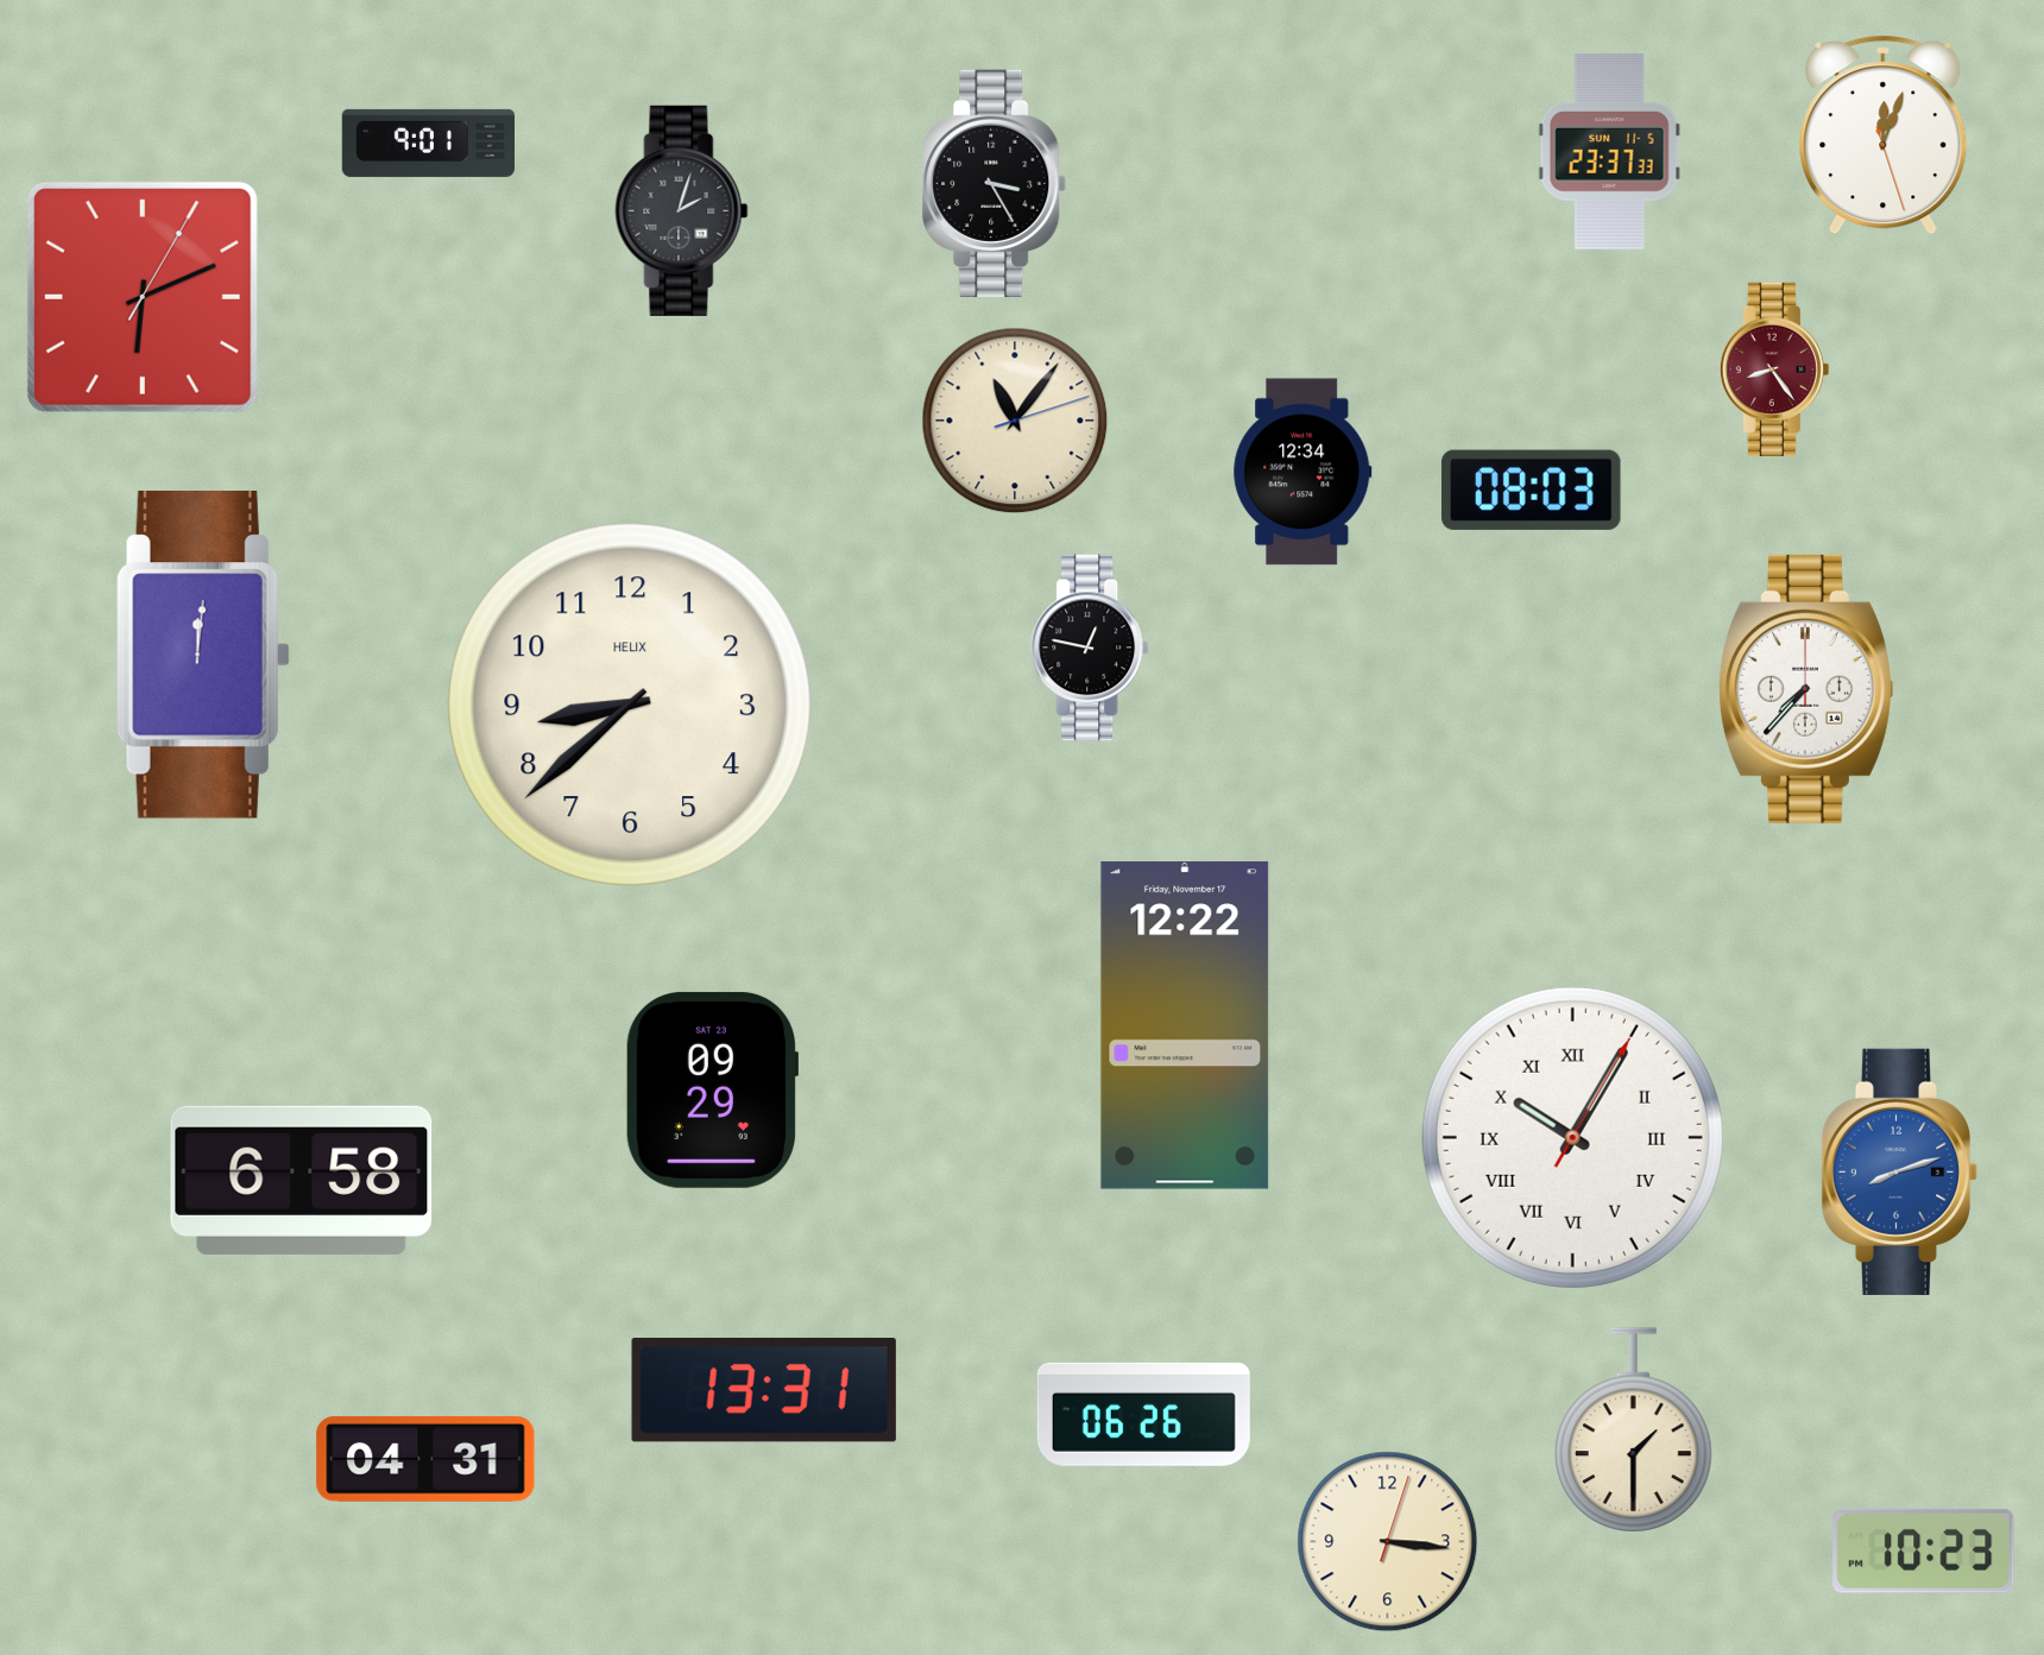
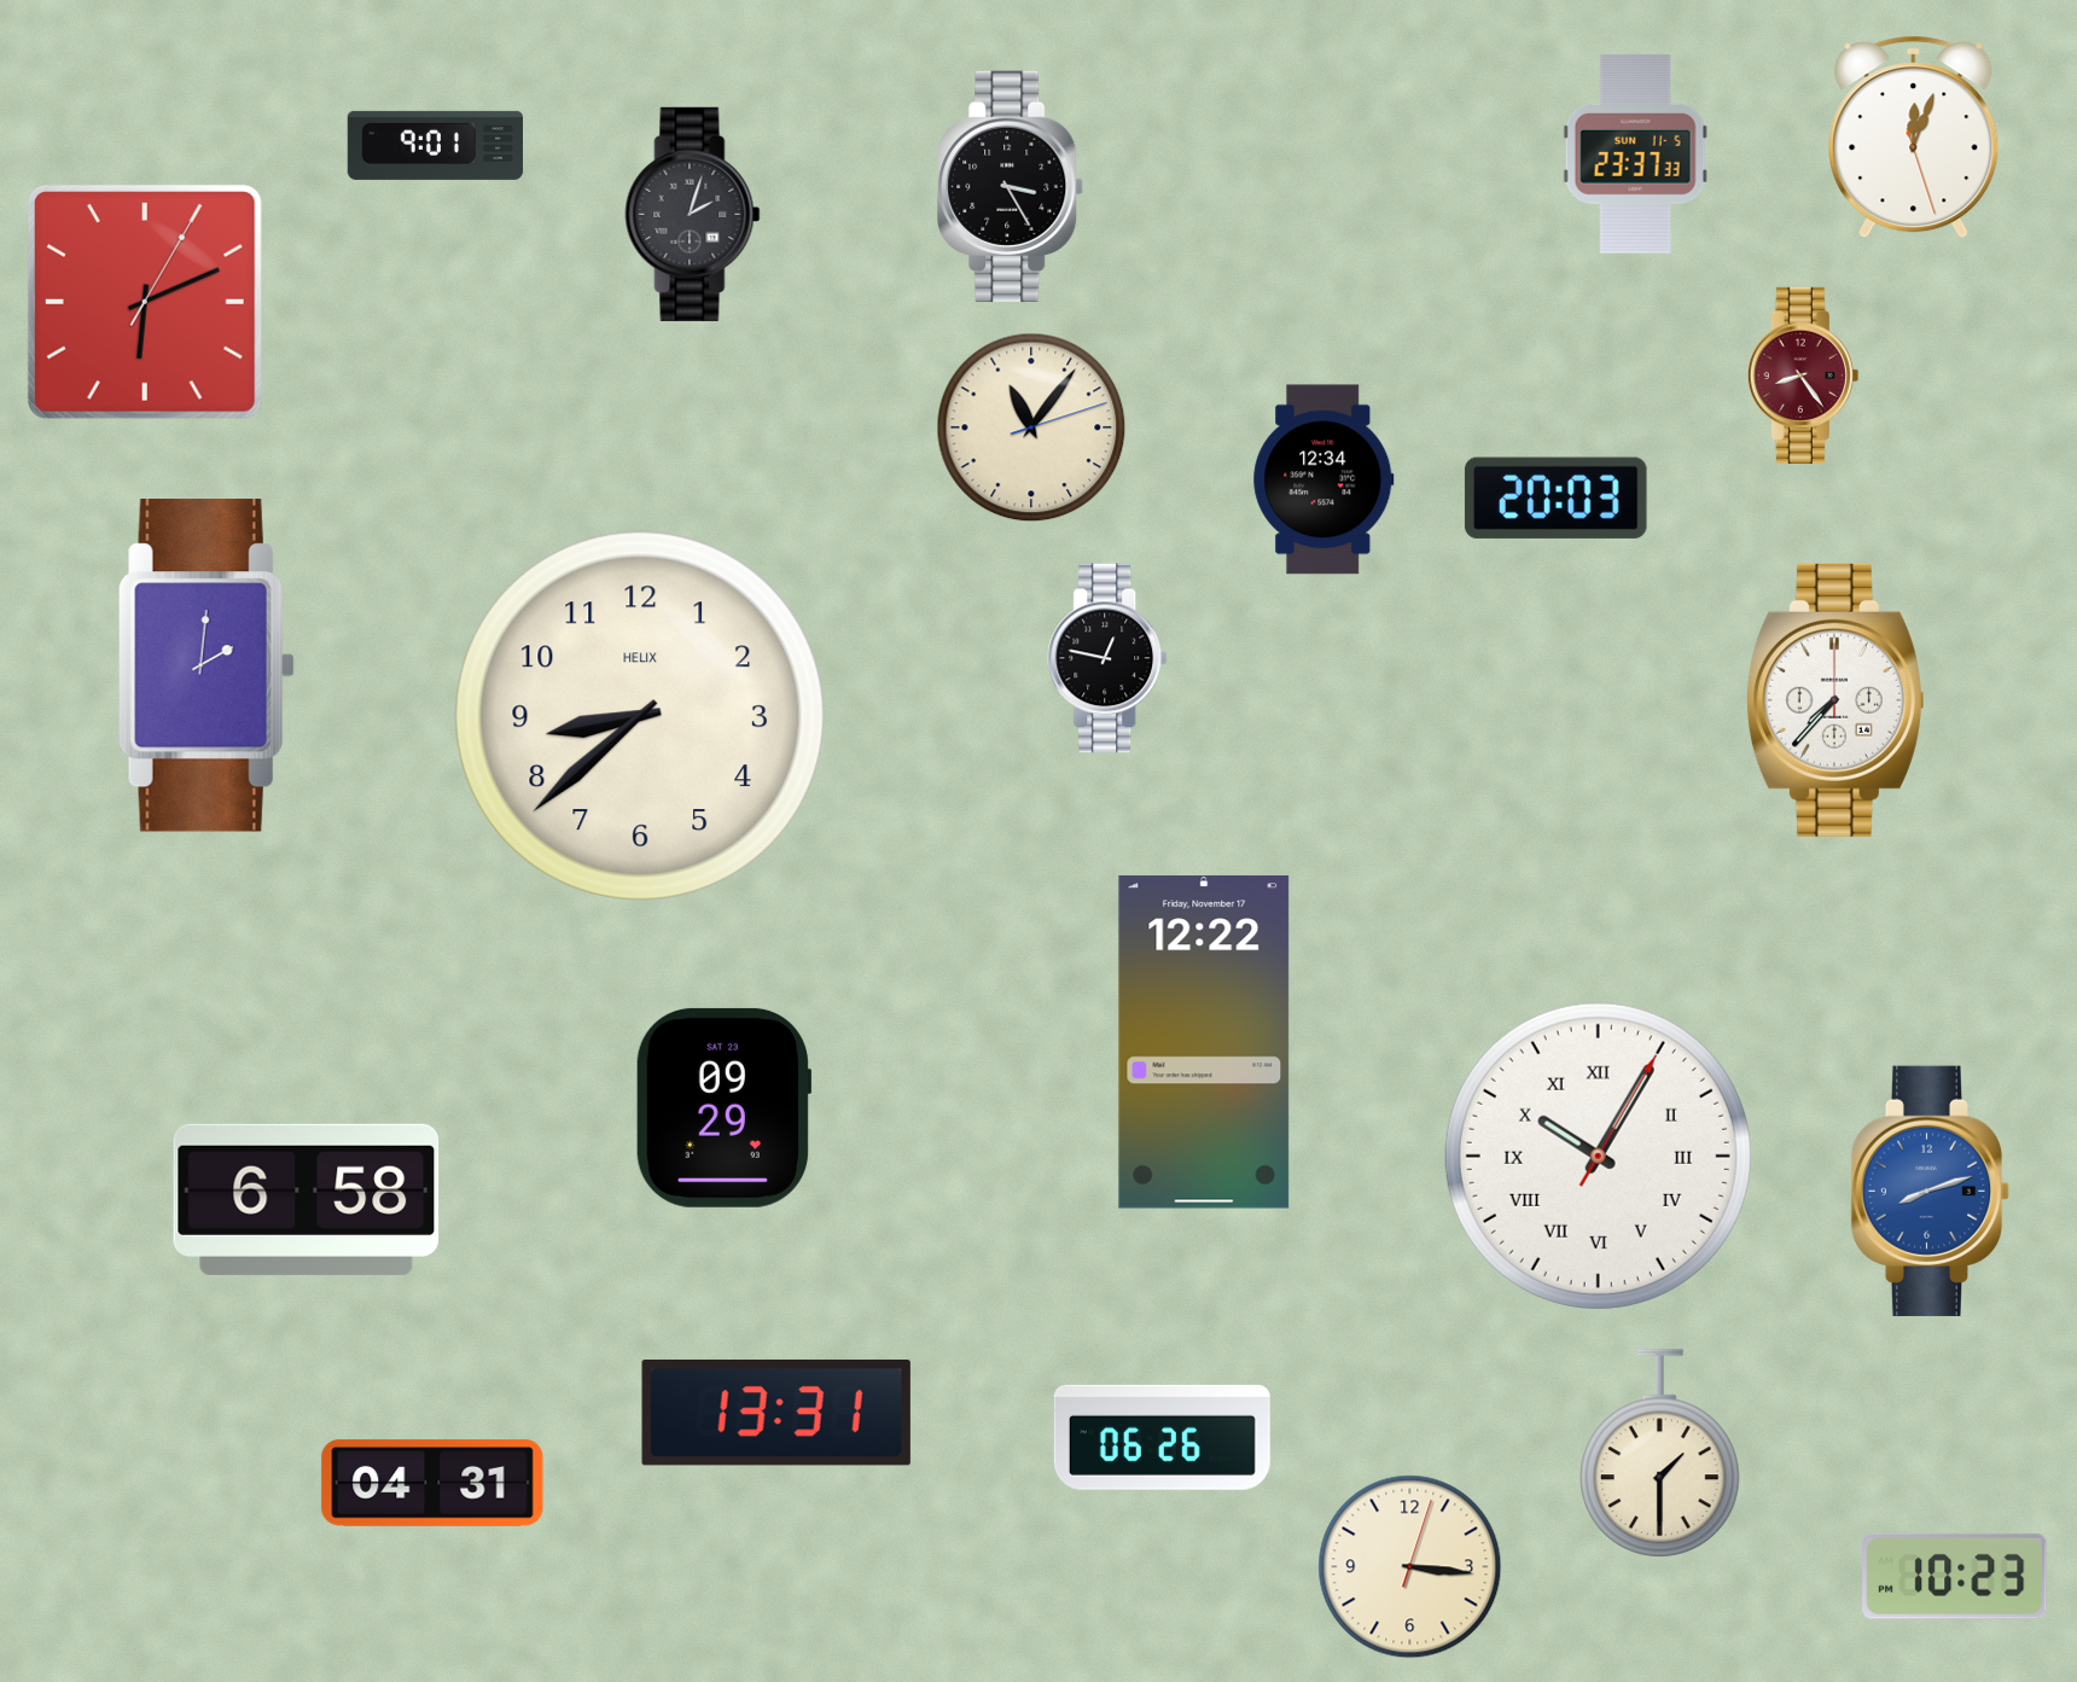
clock at (1531, 489): 08:03 -> 20:03
clock at (203, 656): 12:01 -> 2:01
